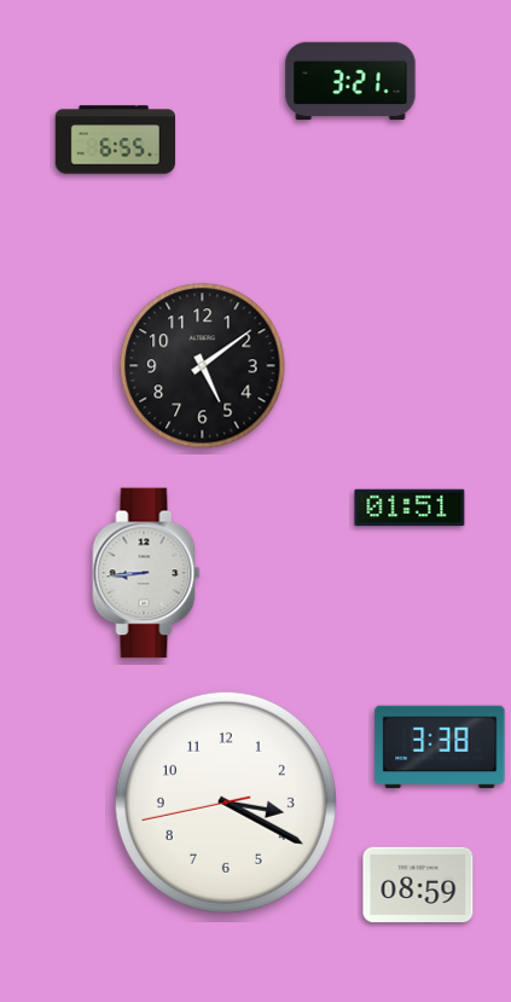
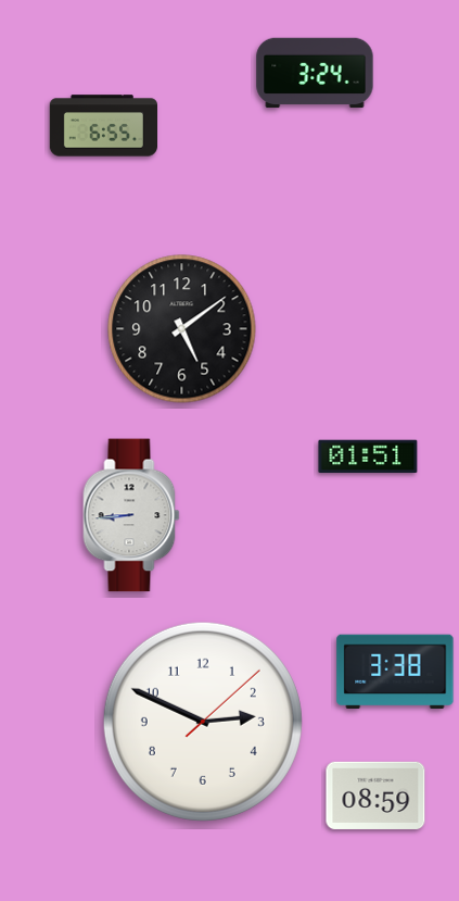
clock at (350, 81): 3:21 -> 3:24
clock at (226, 803): 3:19 -> 2:49
